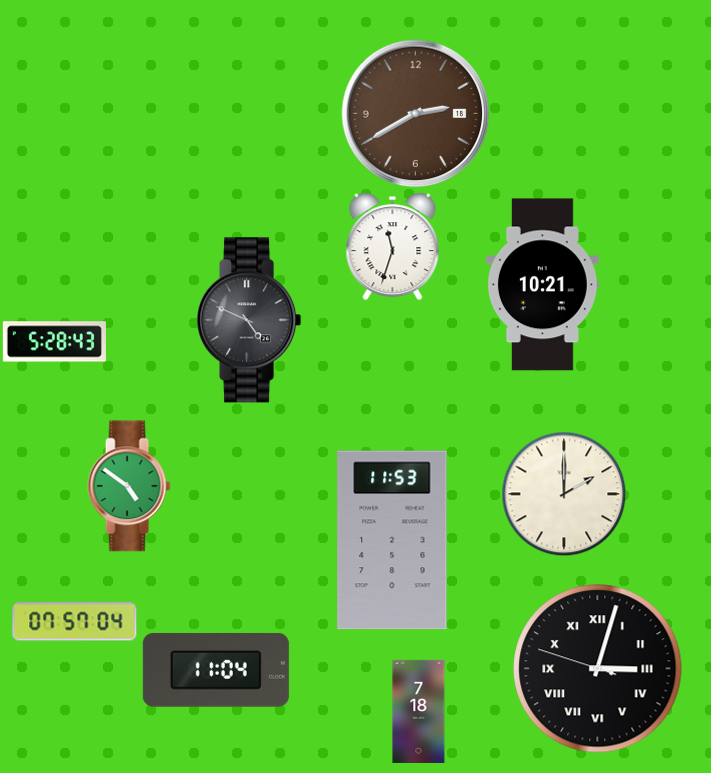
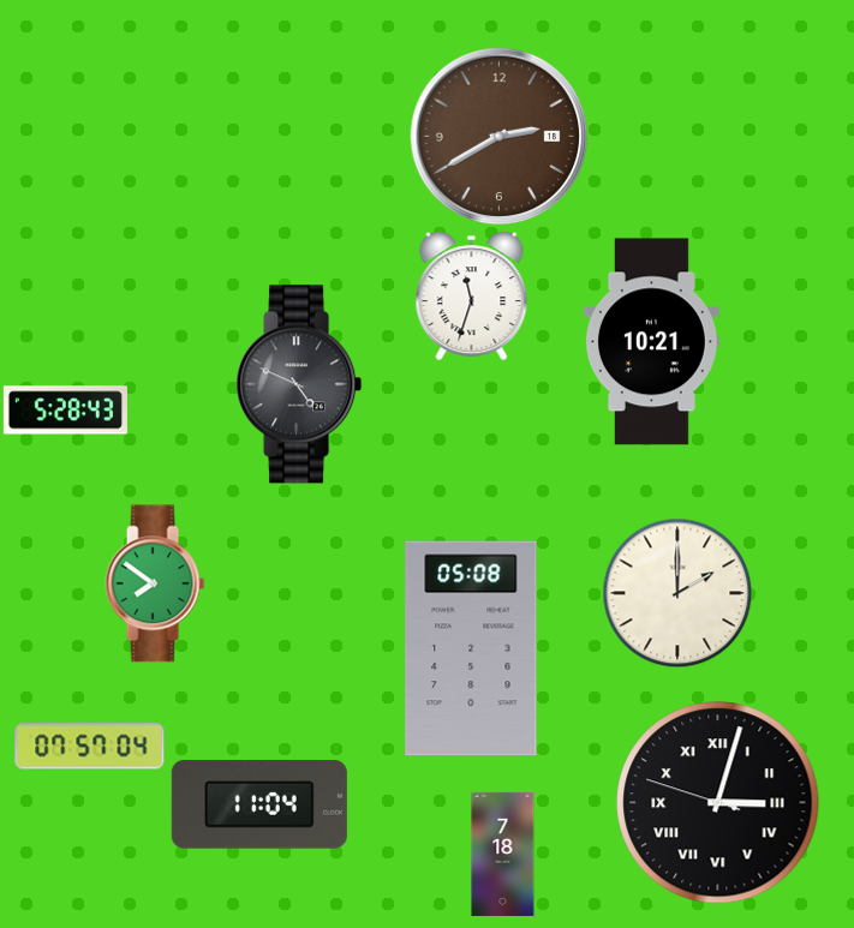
clock at (129, 486): 4:51 -> 7:51
clock at (392, 540): 11:53 -> 05:08
